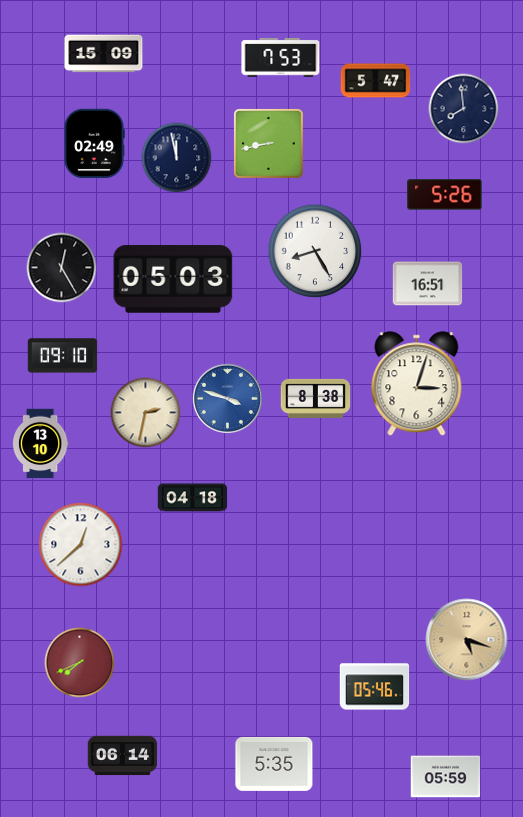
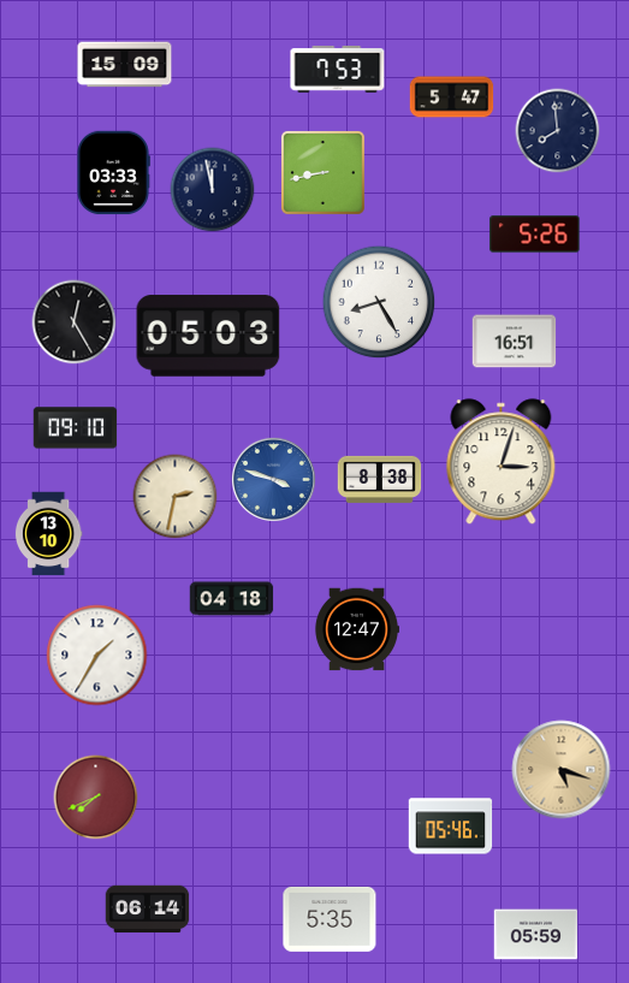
clock at (94, 144): 02:49 -> 03:33
clock at (356, 629): none -> 12:47
clock at (81, 545): 12:38 -> 1:35
